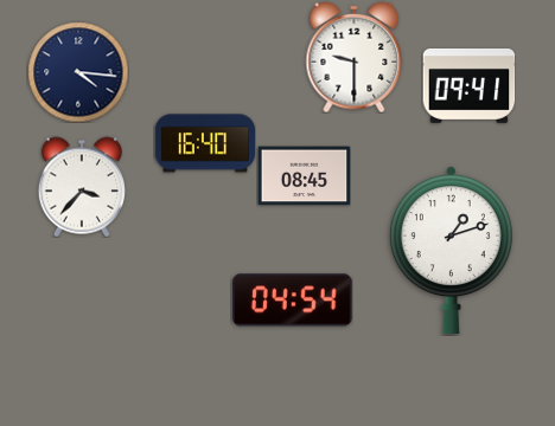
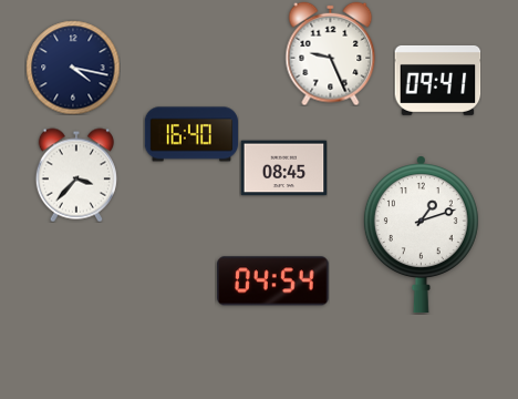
clock at (355, 57): 9:30 -> 9:26
clock at (78, 72): 4:16 -> 4:17
clock at (304, 176) position: (304, 176) -> (283, 168)
